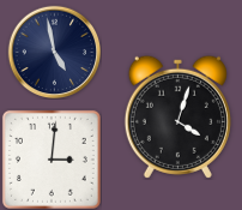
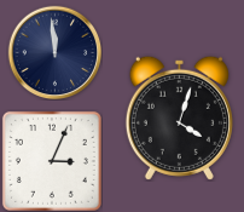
clock at (54, 52): 4:58 -> 11:59
clock at (52, 160): 3:01 -> 3:04
